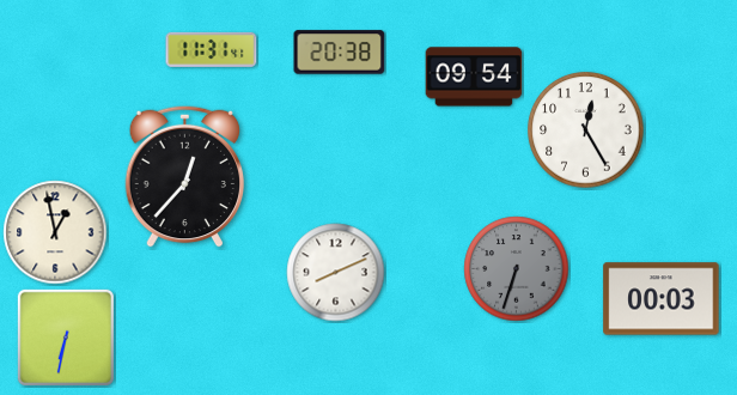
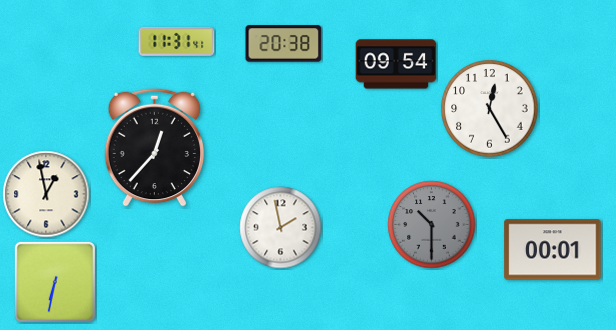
clock at (517, 269): 6:33 -> 10:30
clock at (336, 273): 8:11 -> 1:58
clock at (662, 299): 00:03 -> 00:01
